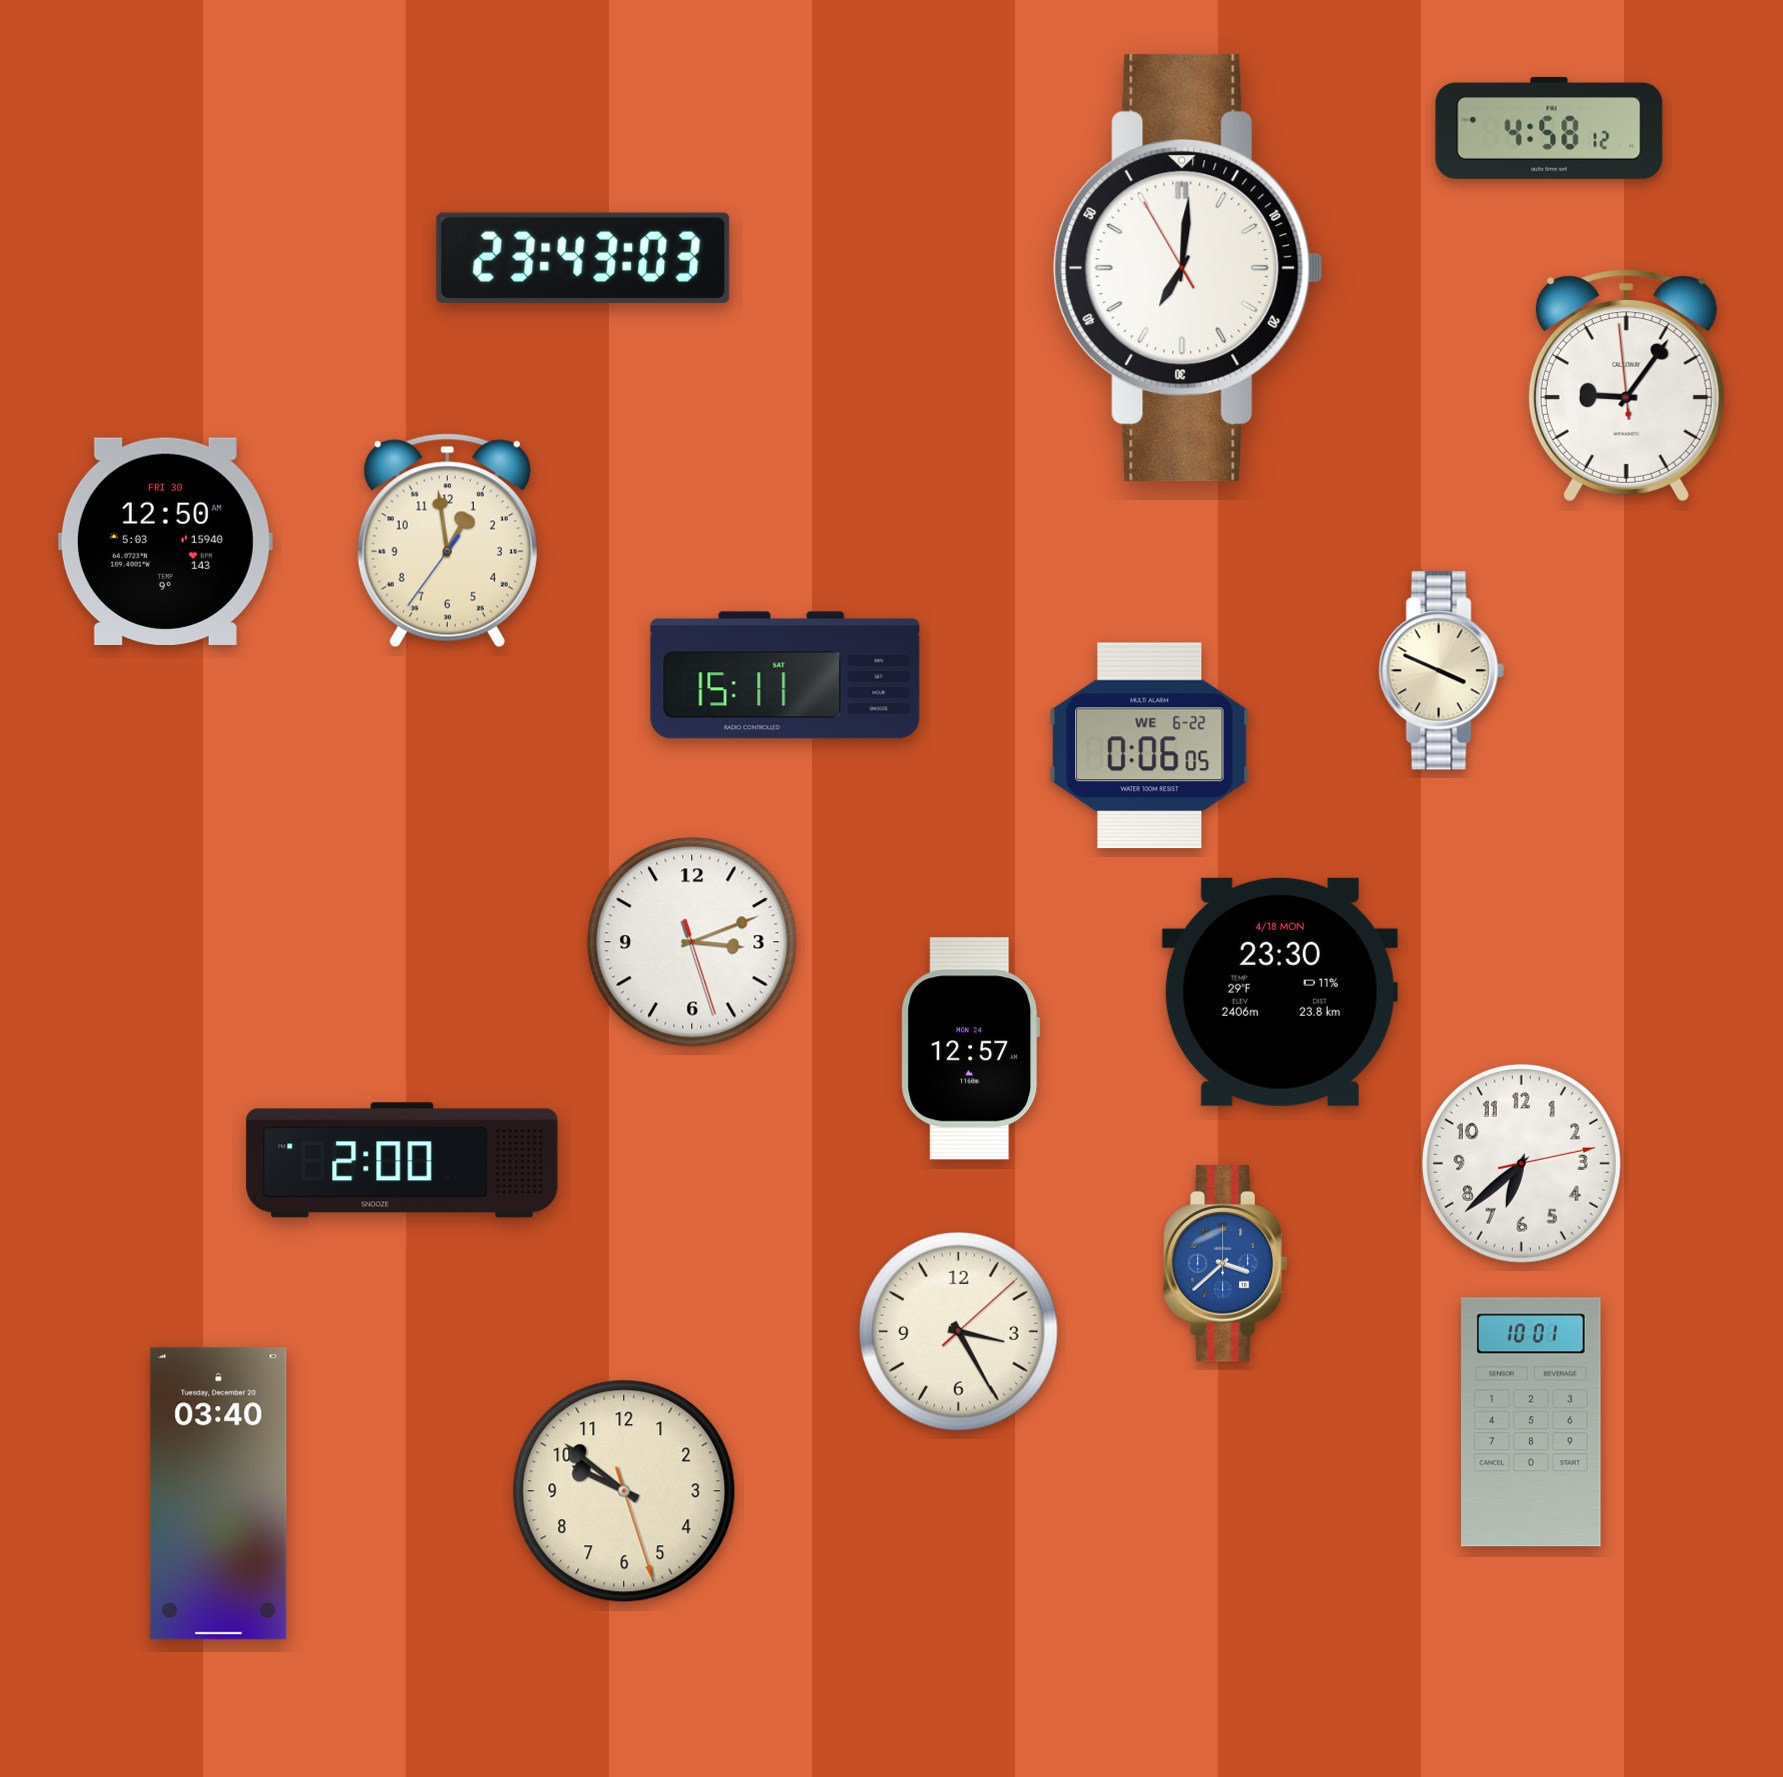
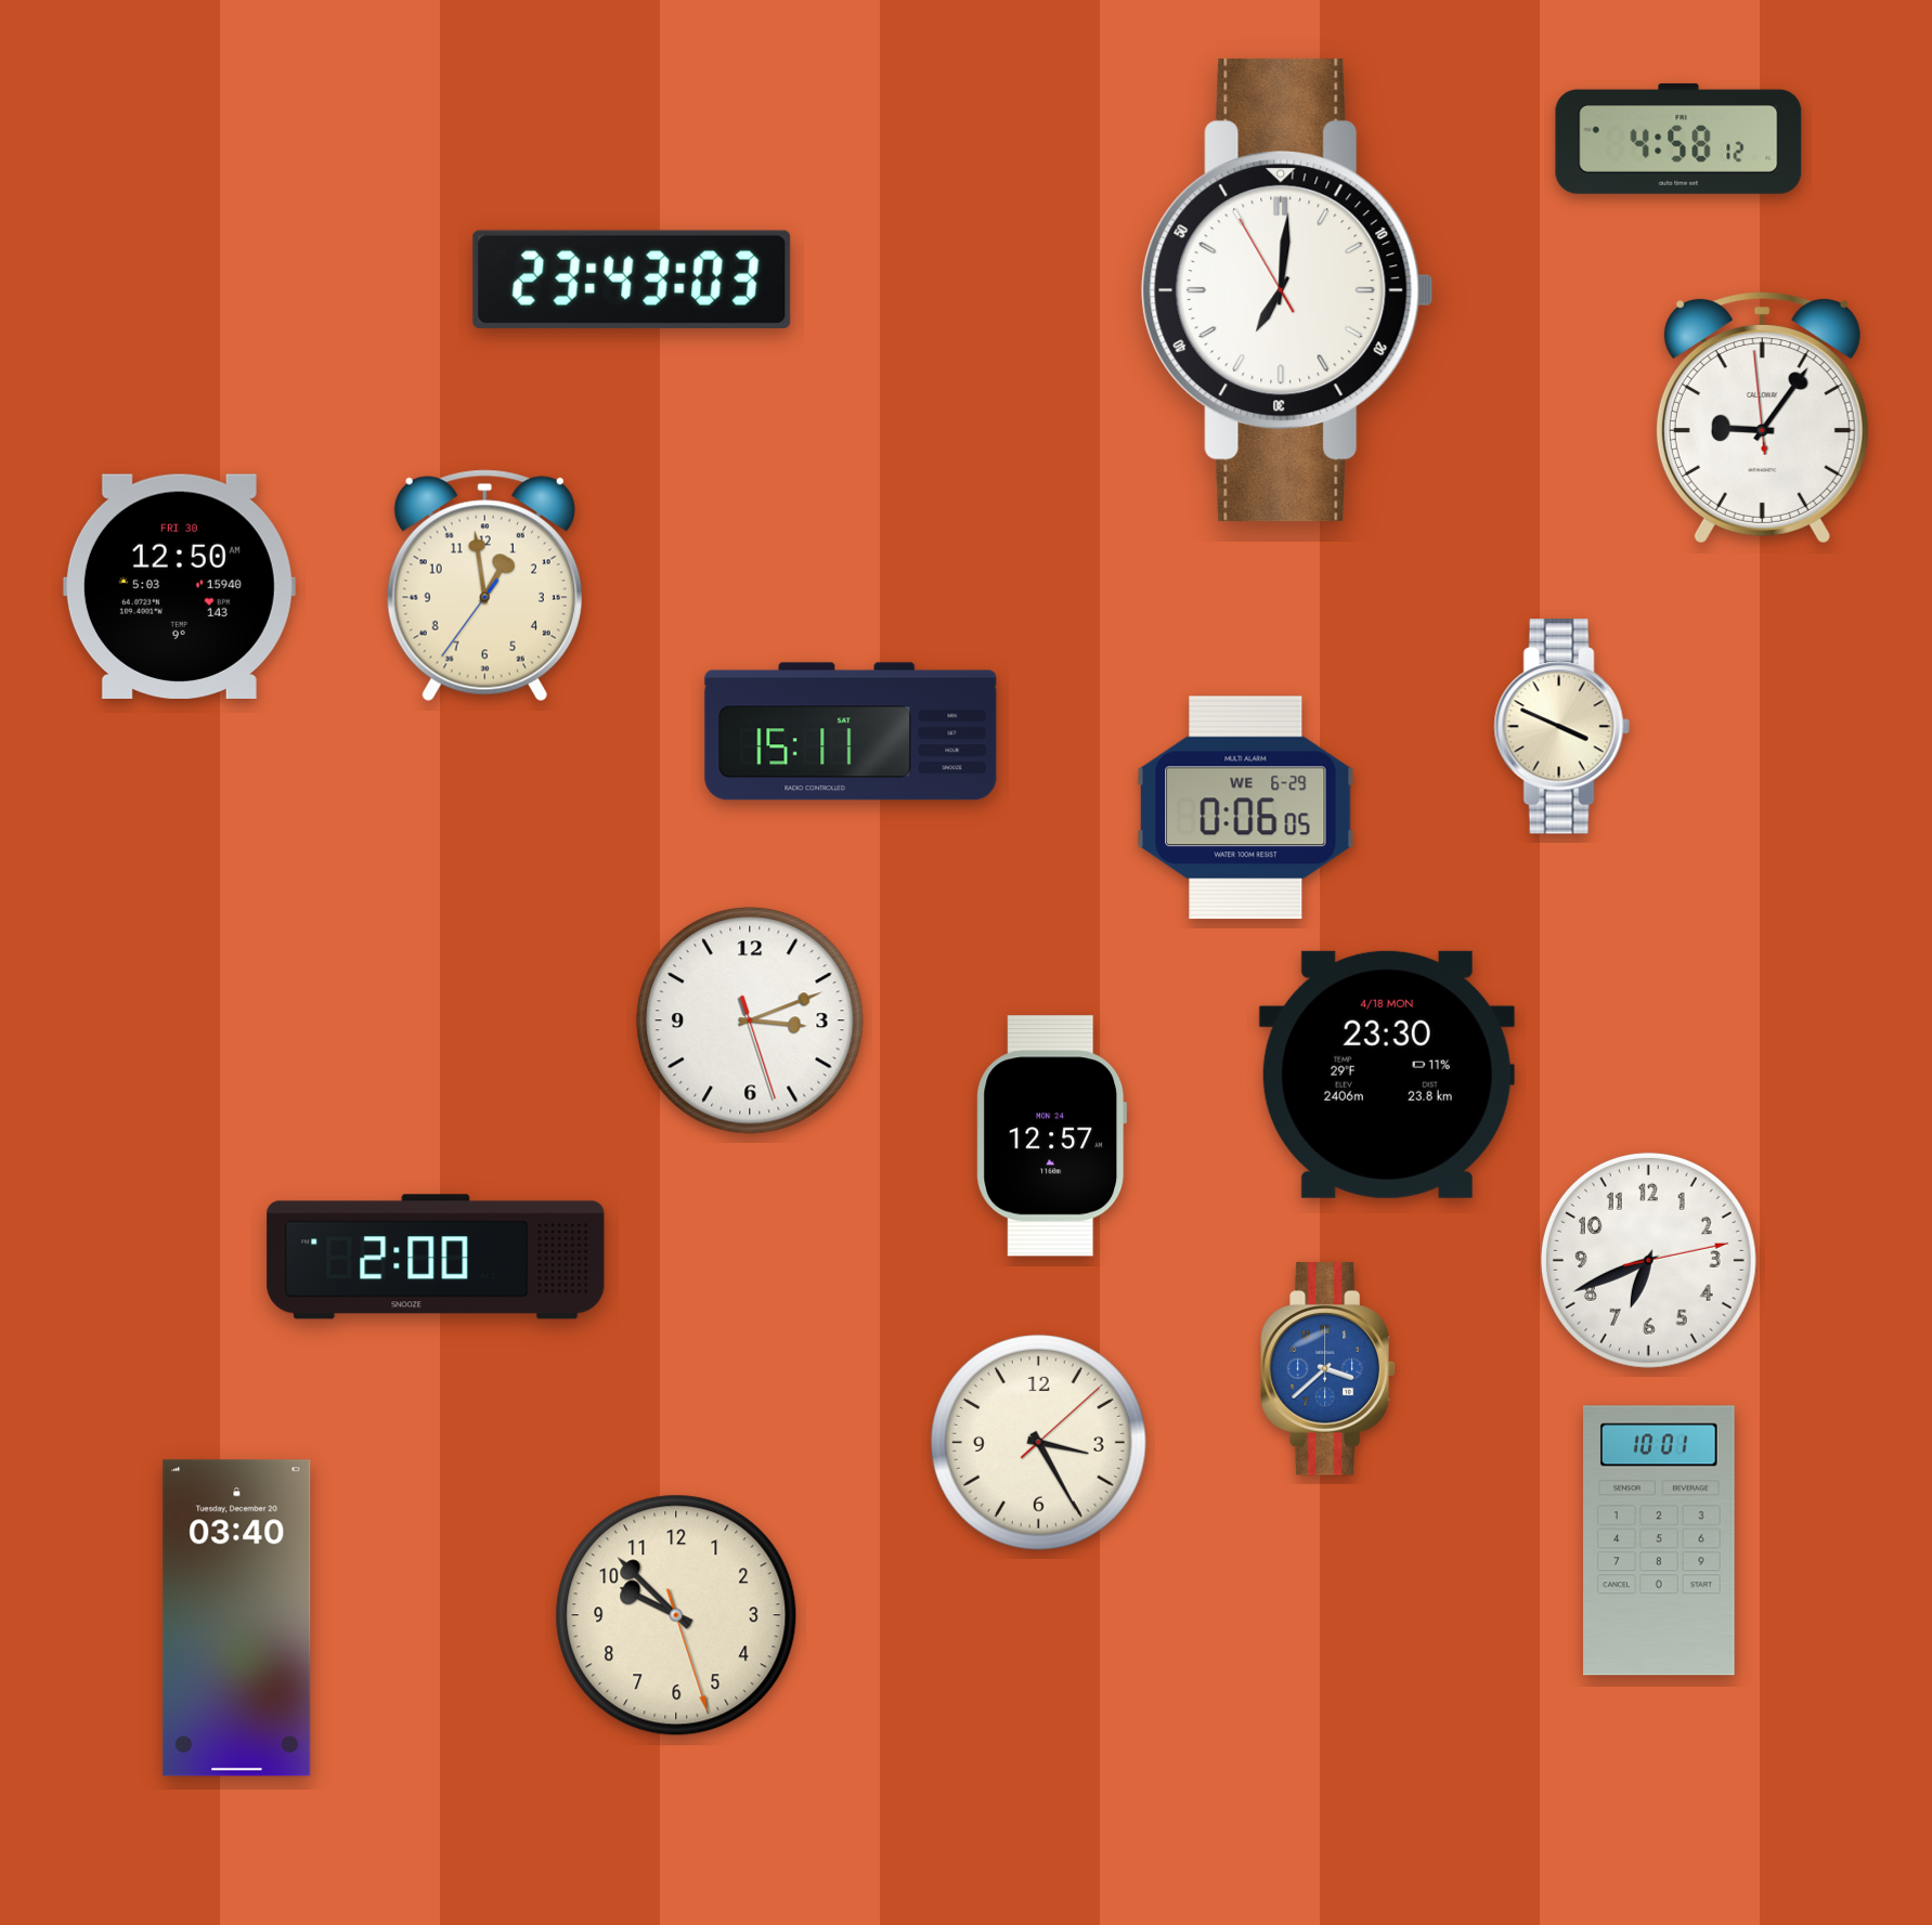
clock at (1150, 746) date: WE 6-22 -> WE 6-29
clock at (1521, 1163): 6:38 -> 6:41
clock at (624, 1491): 9:51 -> 9:52
